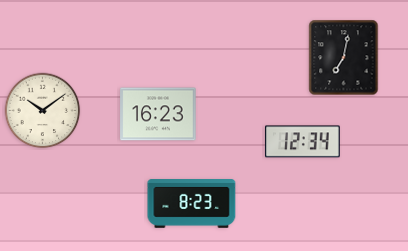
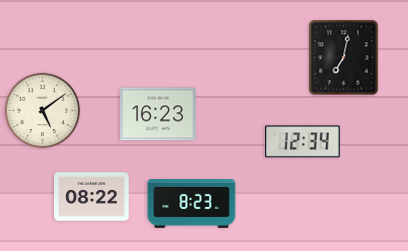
clock at (43, 111): 10:09 -> 5:09
clock at (92, 197): none -> 08:22
